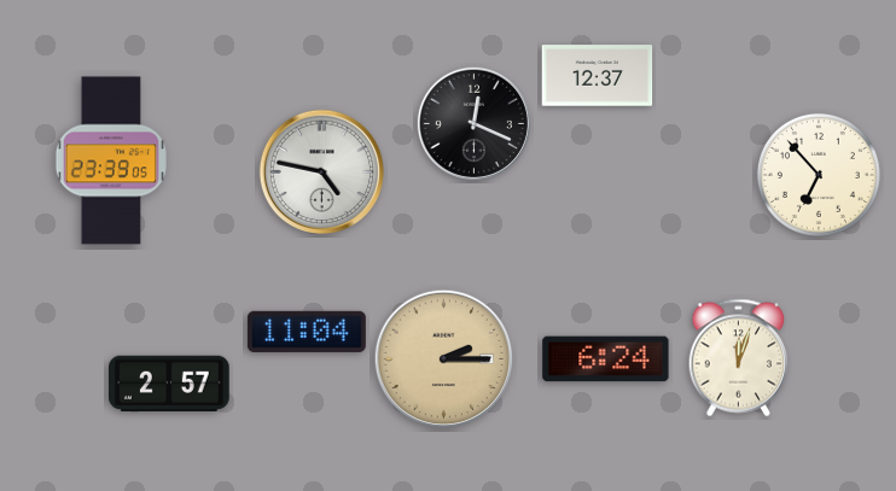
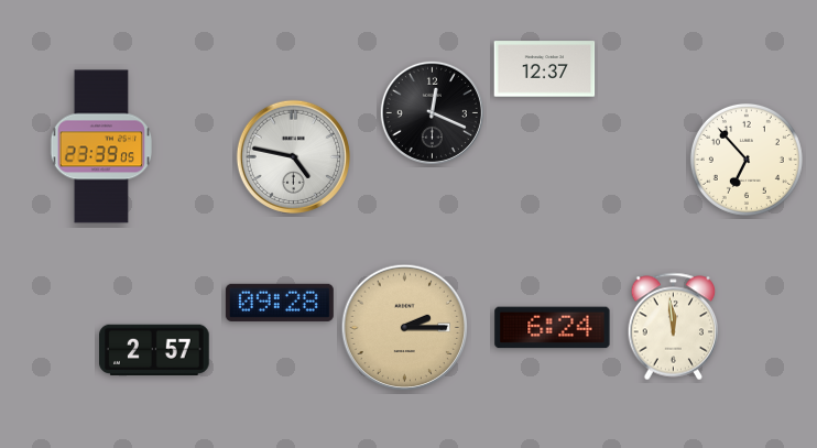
clock at (307, 332): 11:04 -> 09:28
clock at (739, 358): 12:03 -> 11:59
